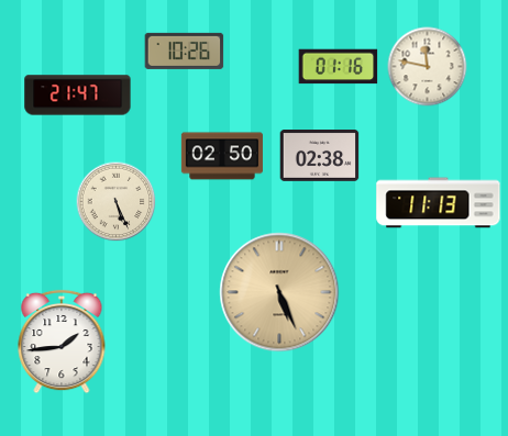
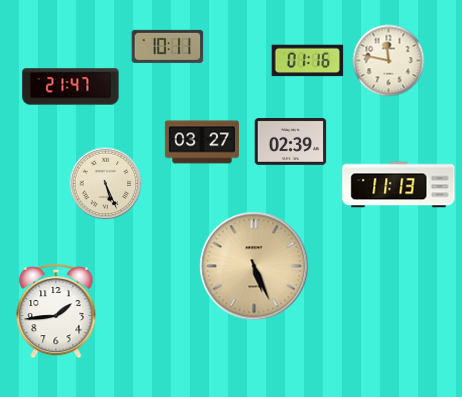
clock at (185, 51): 10:26 -> 10:11
clock at (222, 156): 02:50 -> 03:27
clock at (320, 156): 02:38 -> 02:39
